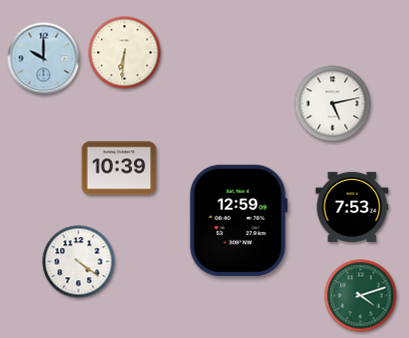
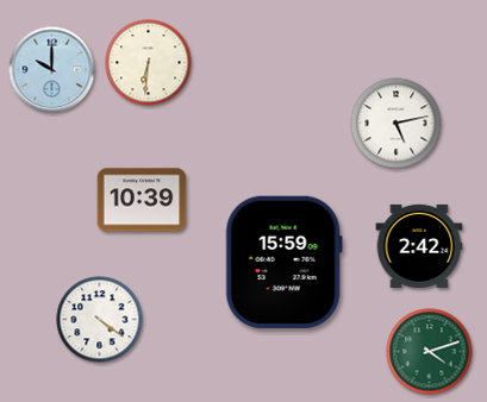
clock at (352, 207): 7:53 -> 2:42
clock at (238, 220): 12:59 -> 15:59
clock at (79, 262) position: (79, 262) -> (100, 320)
